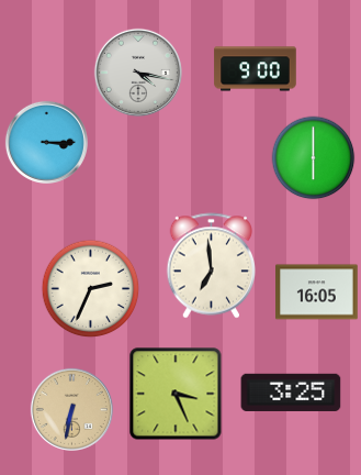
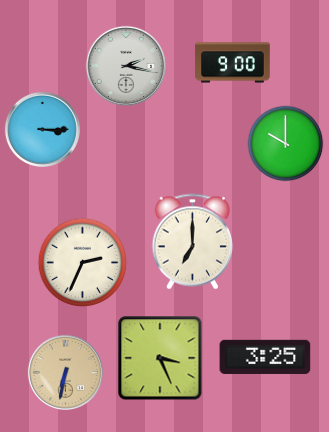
clock at (138, 73): 4:17 -> 2:17
clock at (314, 158): 6:00 -> 10:00
clock at (211, 266): 6:59 -> 7:00
clock at (317, 292): 16:05 -> none
